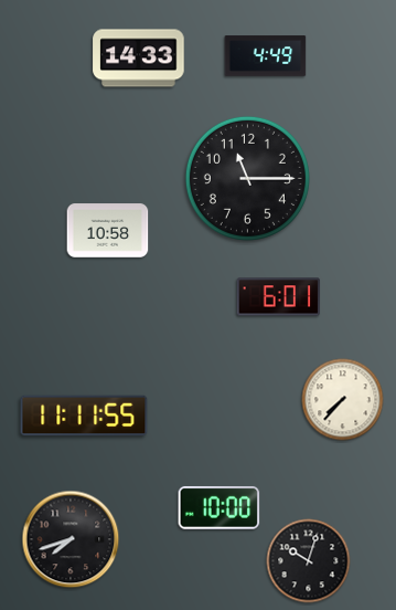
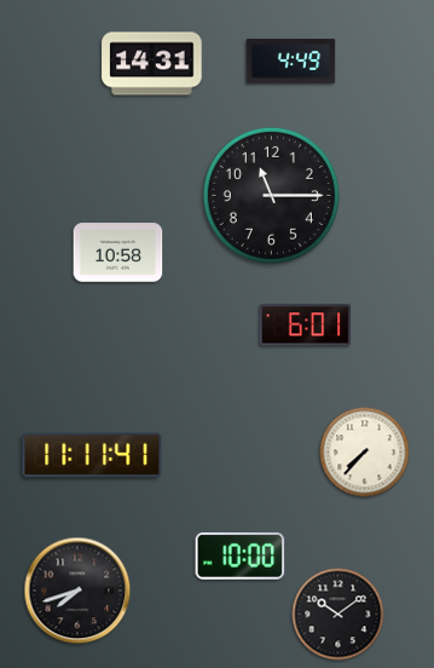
clock at (139, 59): 14:33 -> 14:31
clock at (343, 400) position: (343, 400) -> (365, 453)
clock at (84, 416): 11:11:55 -> 11:11:41
clock at (309, 561): 10:03 -> 10:09
